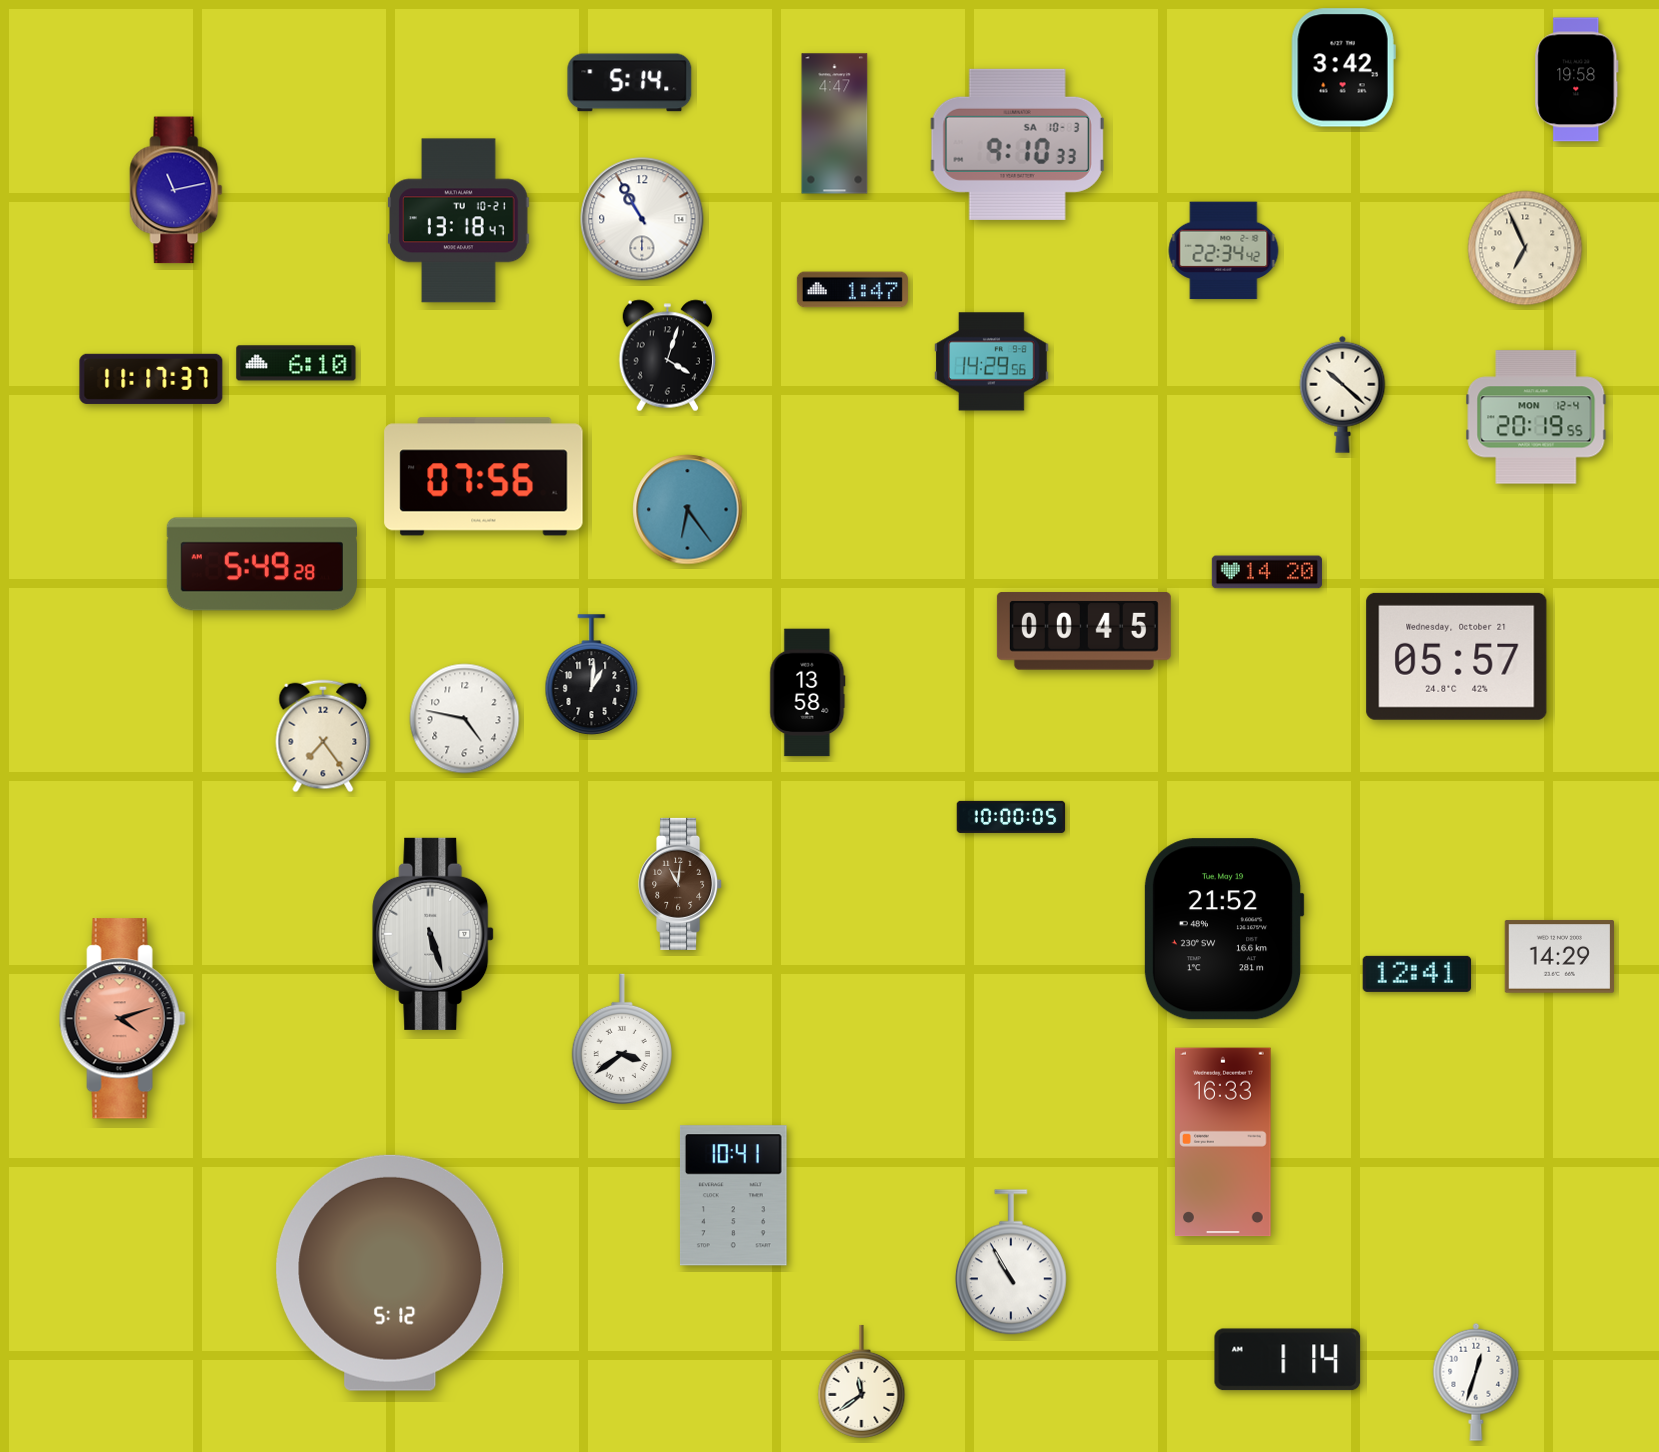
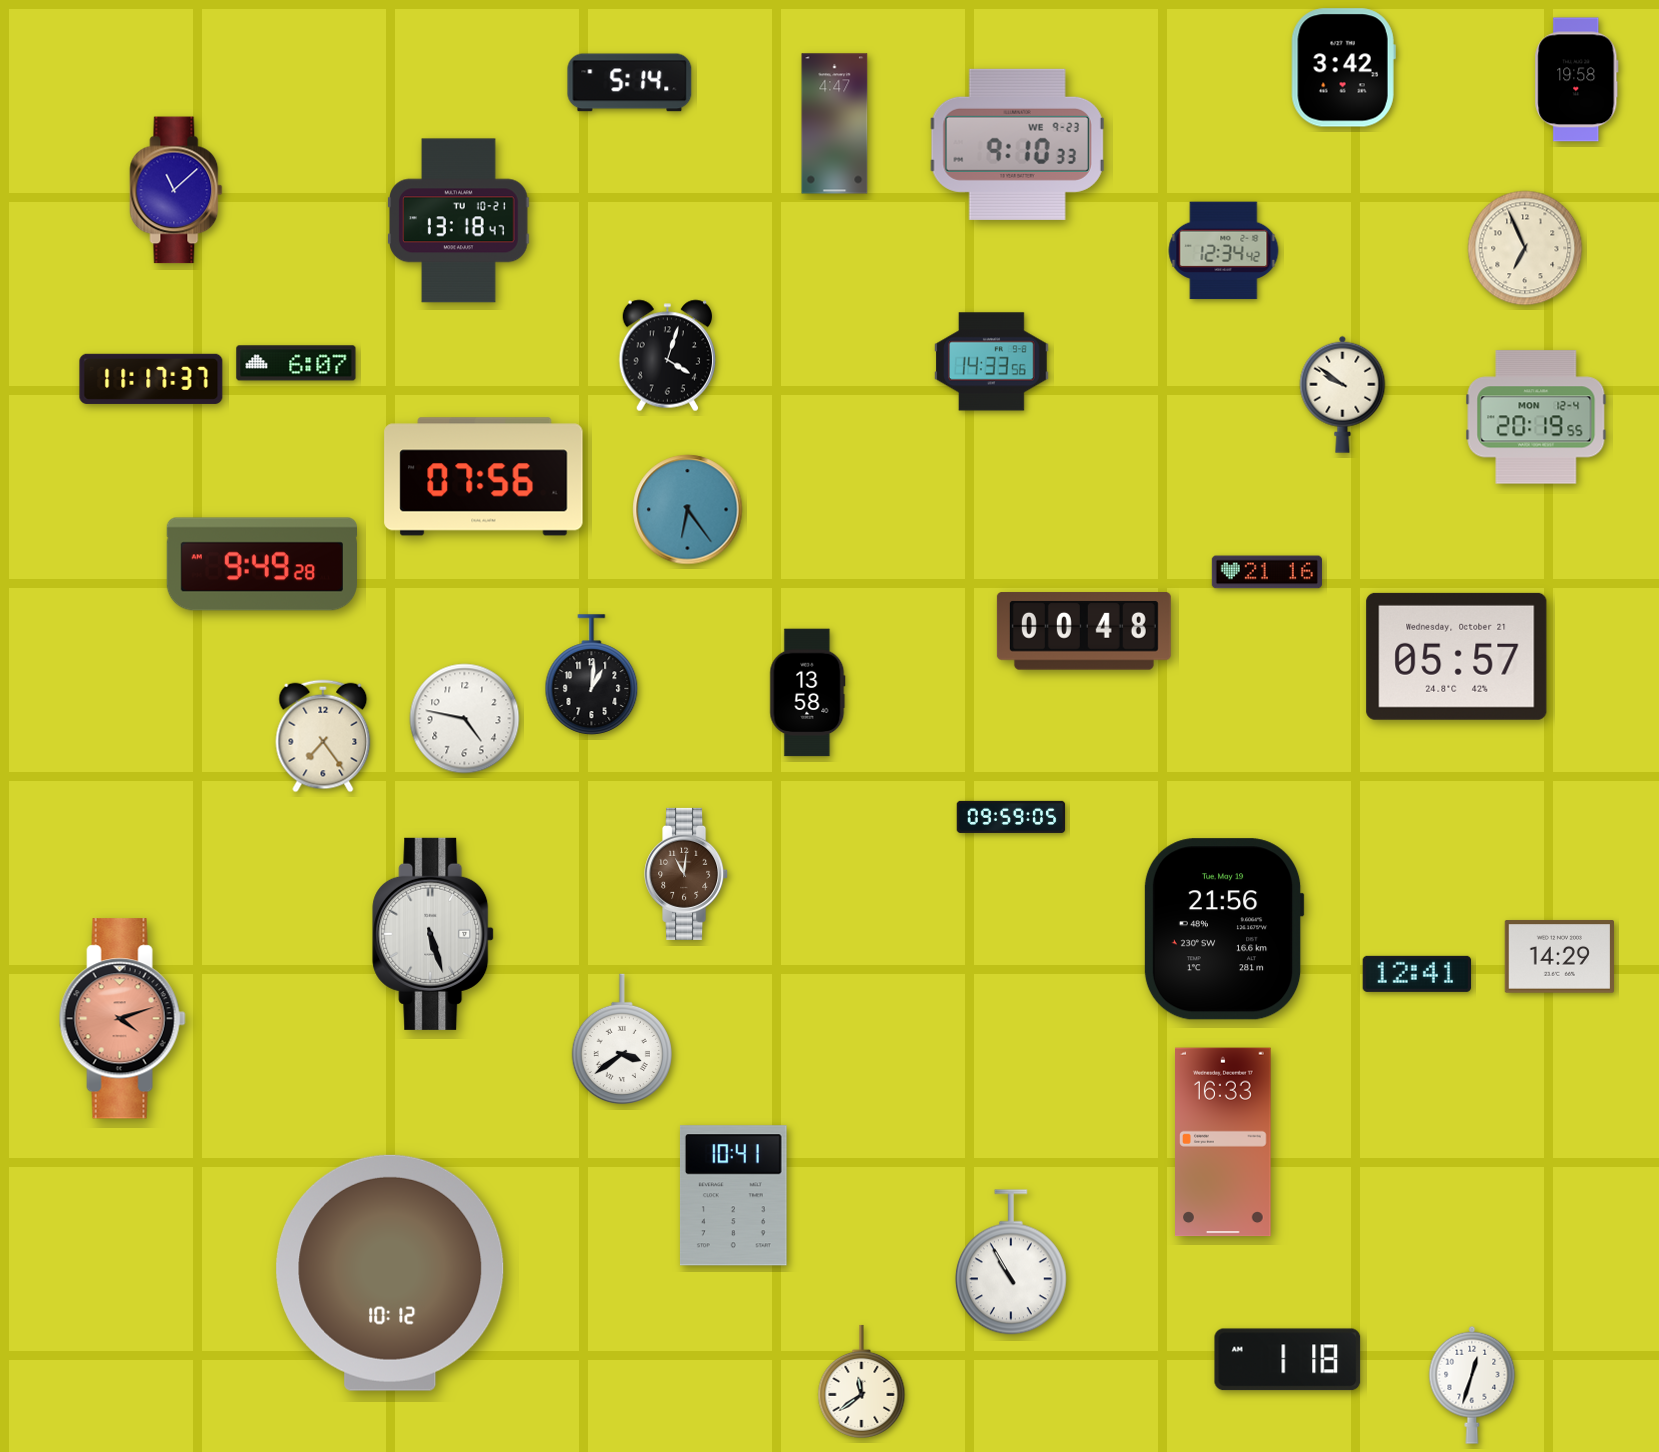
clock at (1017, 144) date: SA 10-3 -> WE 9-23
clock at (176, 190): 11:13 -> 11:08
clock at (642, 219): 10:55 -> none
clock at (1224, 251): 22:34 -> 12:34
clock at (852, 290): 1:47 -> none
clock at (992, 362): 14:29 -> 14:33
clock at (296, 363): 6:10 -> 6:07
clock at (1343, 394): 10:22 -> 9:51
clock at (261, 564): 5:49 -> 9:49
clock at (1267, 572): 14:20 -> 21:16
clock at (1084, 631): 00:45 -> 00:48
clock at (1011, 817): 10:00 -> 09:59
clock at (681, 884) position: (681, 884) -> (687, 874)
clock at (1224, 929): 21:52 -> 21:56
clock at (390, 1273): 5:12 -> 10:12
clock at (1288, 1360): 1:14 -> 1:18
clock at (1476, 1382) position: (1476, 1382) -> (1472, 1385)
